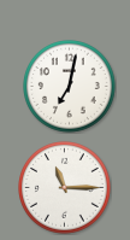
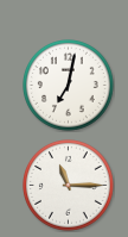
clock at (65, 188) position: (65, 188) -> (69, 186)
